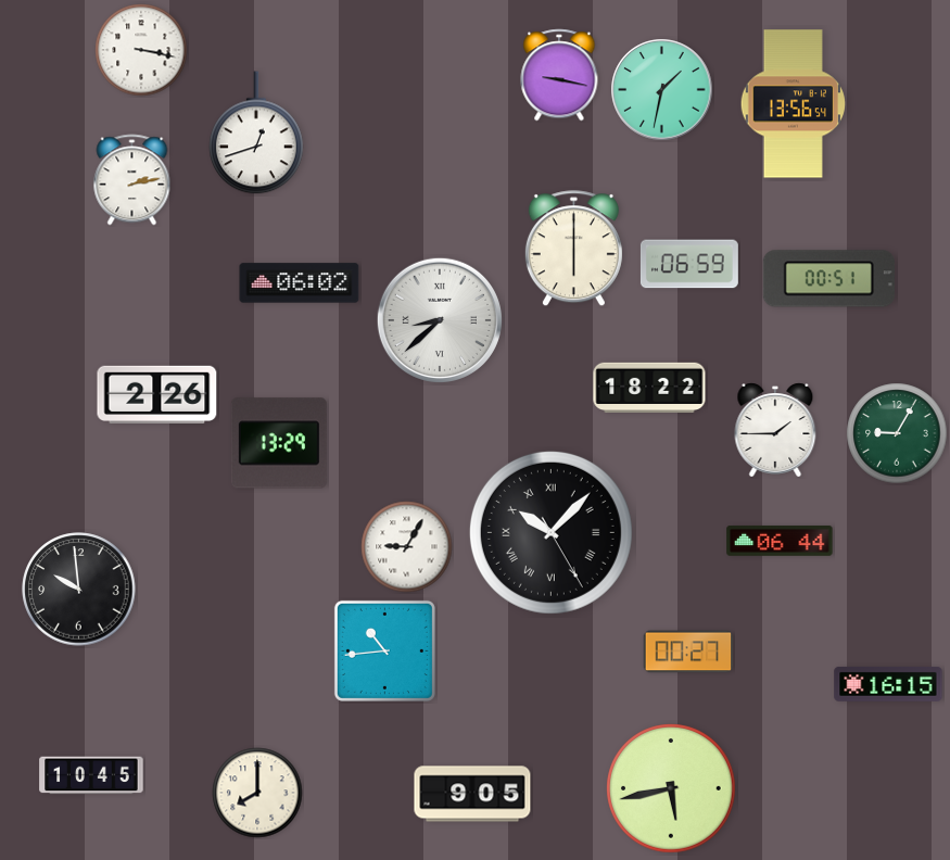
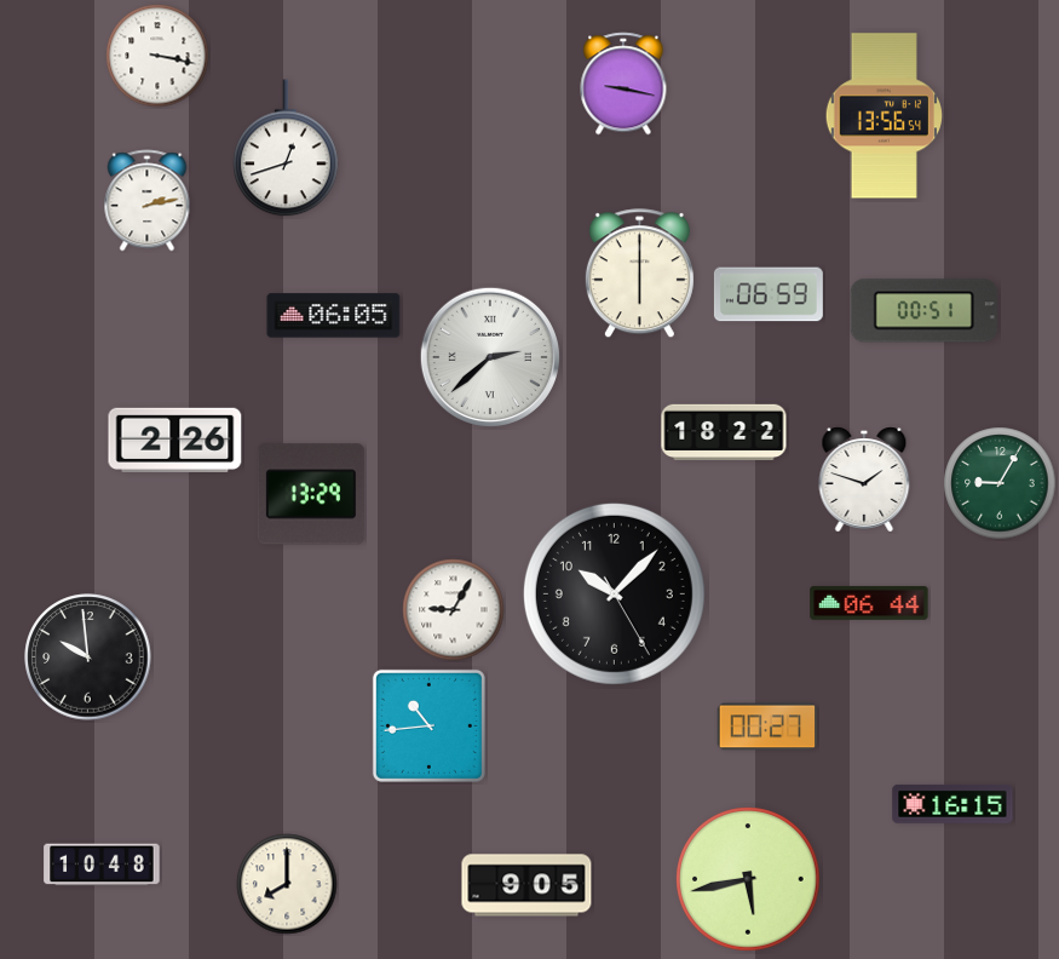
clock at (662, 90): 1:32 -> none
clock at (573, 249) position: (573, 249) -> (639, 274)
clock at (300, 283): 06:02 -> 06:05
clock at (439, 319): 8:38 -> 2:38
clock at (775, 430): 1:45 -> 1:48
clock at (550, 532) numerals: Roman -> Arabic
clock at (888, 684) position: (888, 684) -> (952, 804)
clock at (91, 775): 10:45 -> 10:48
